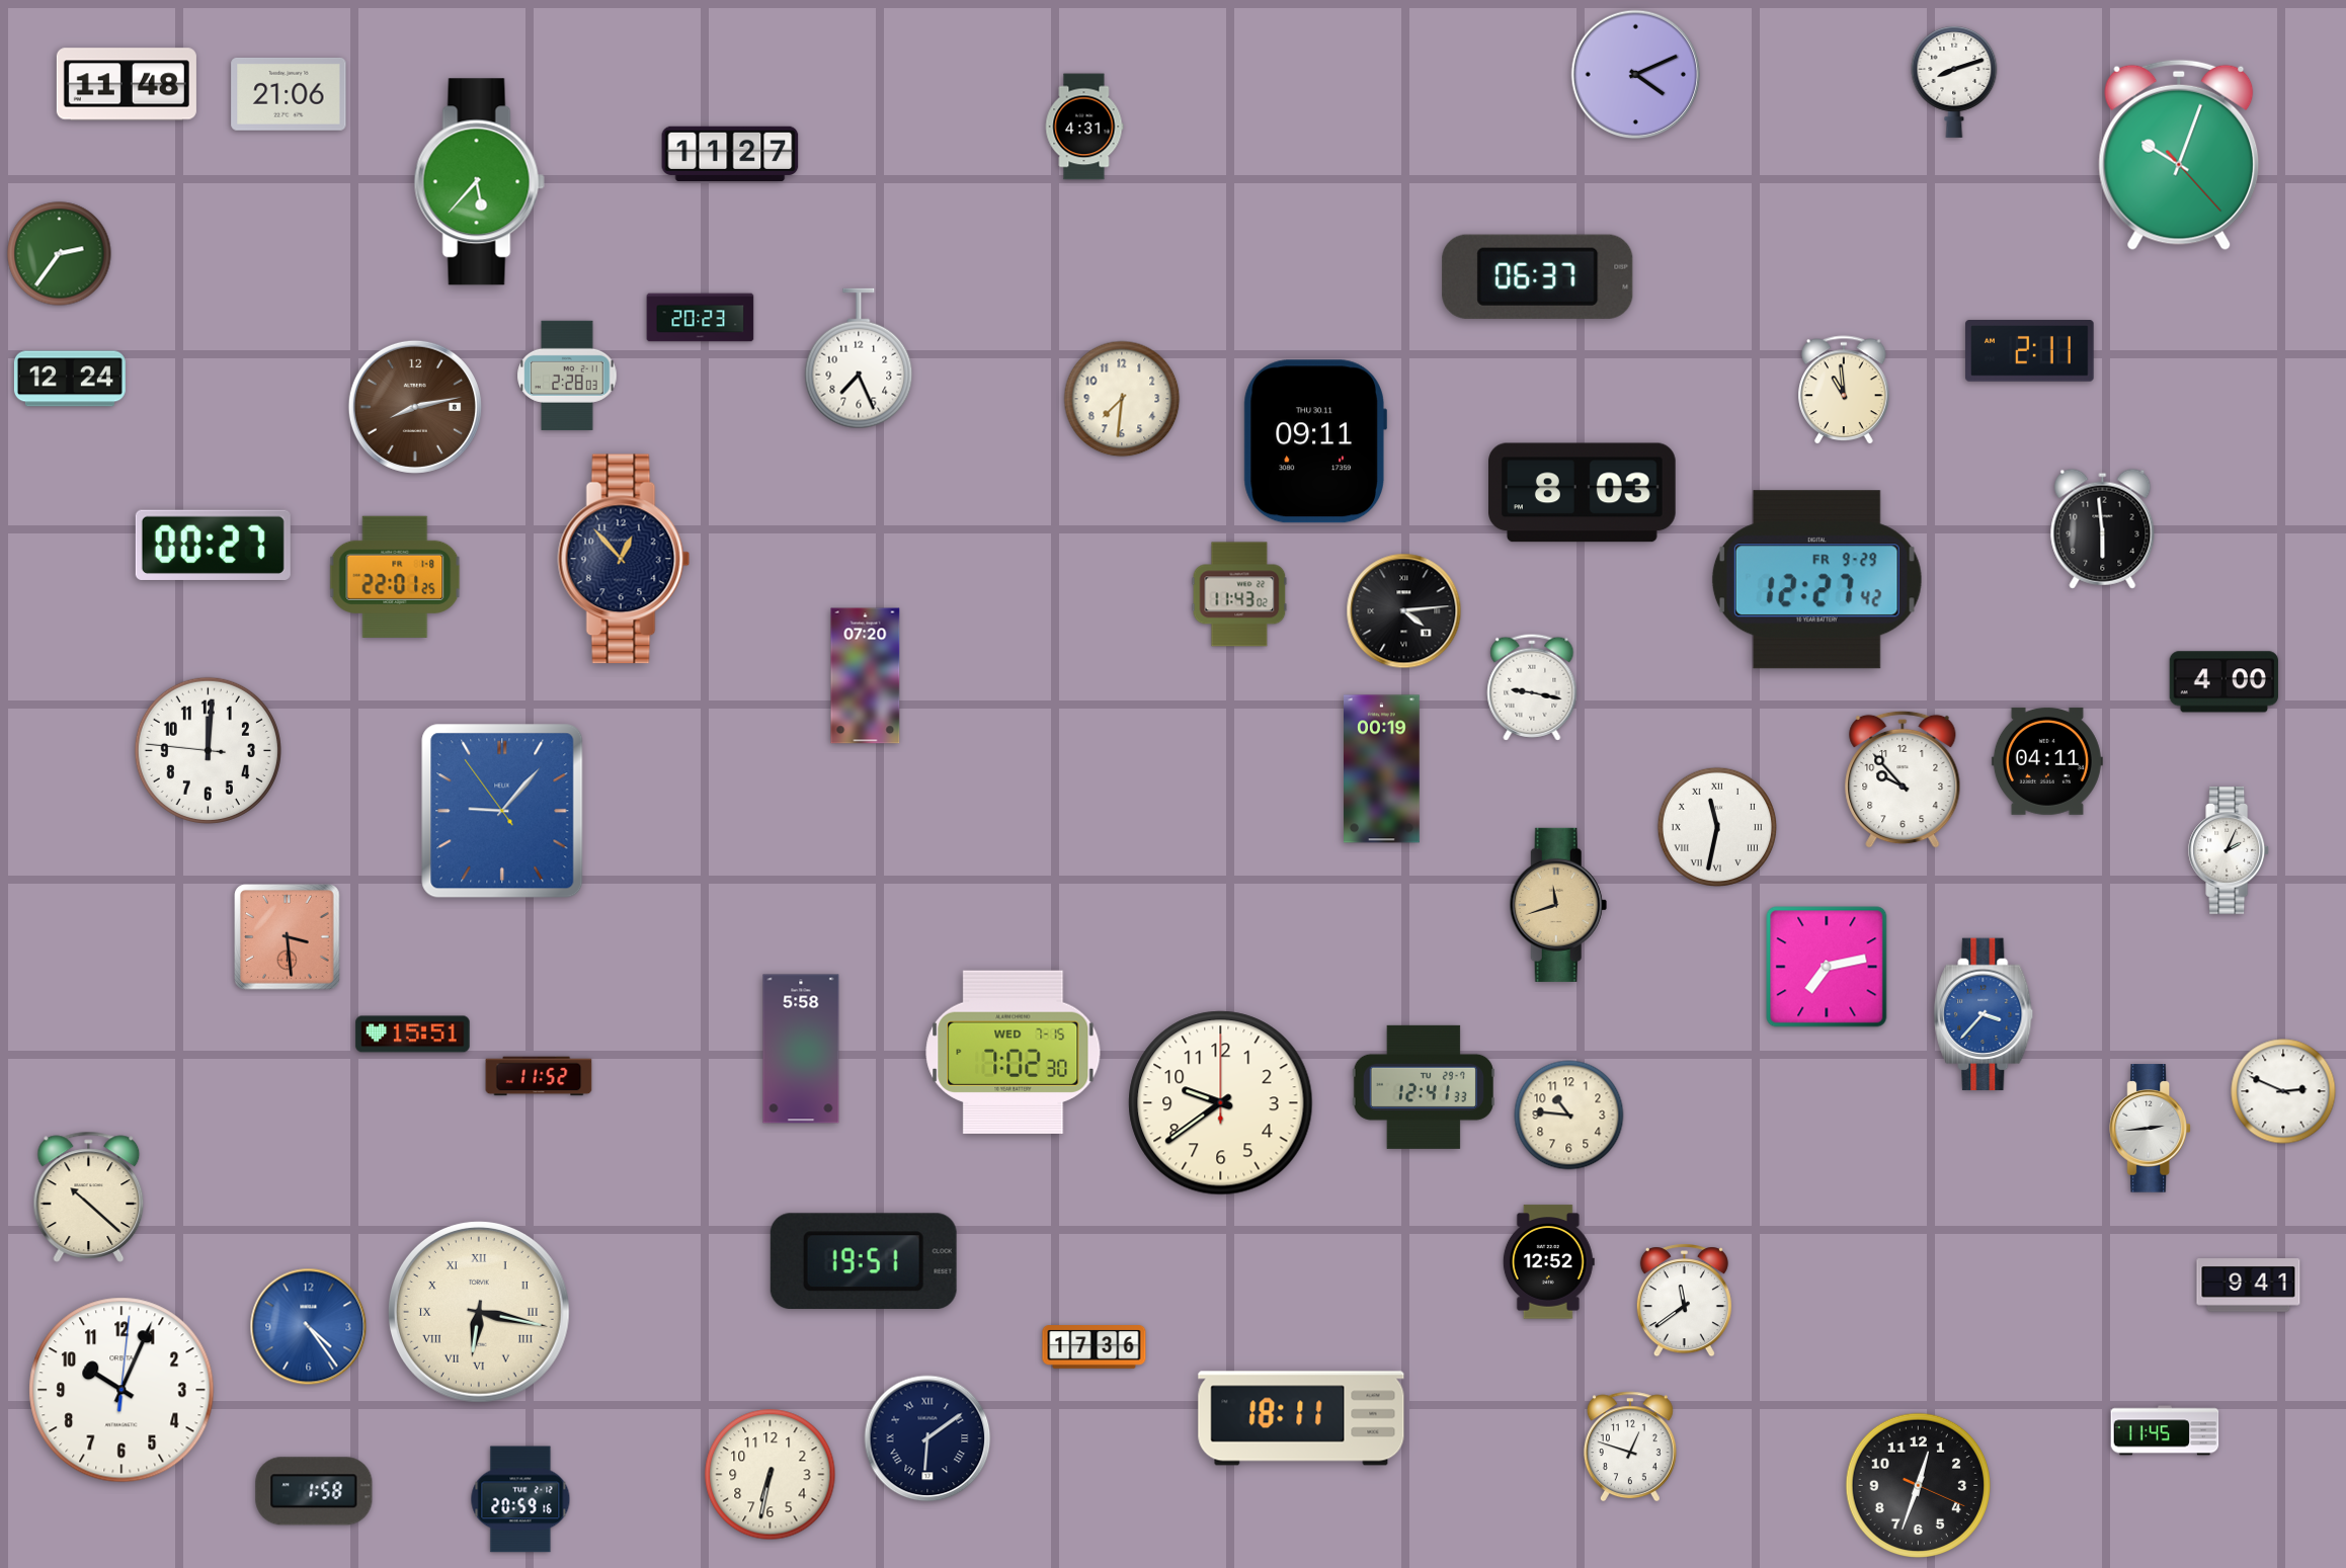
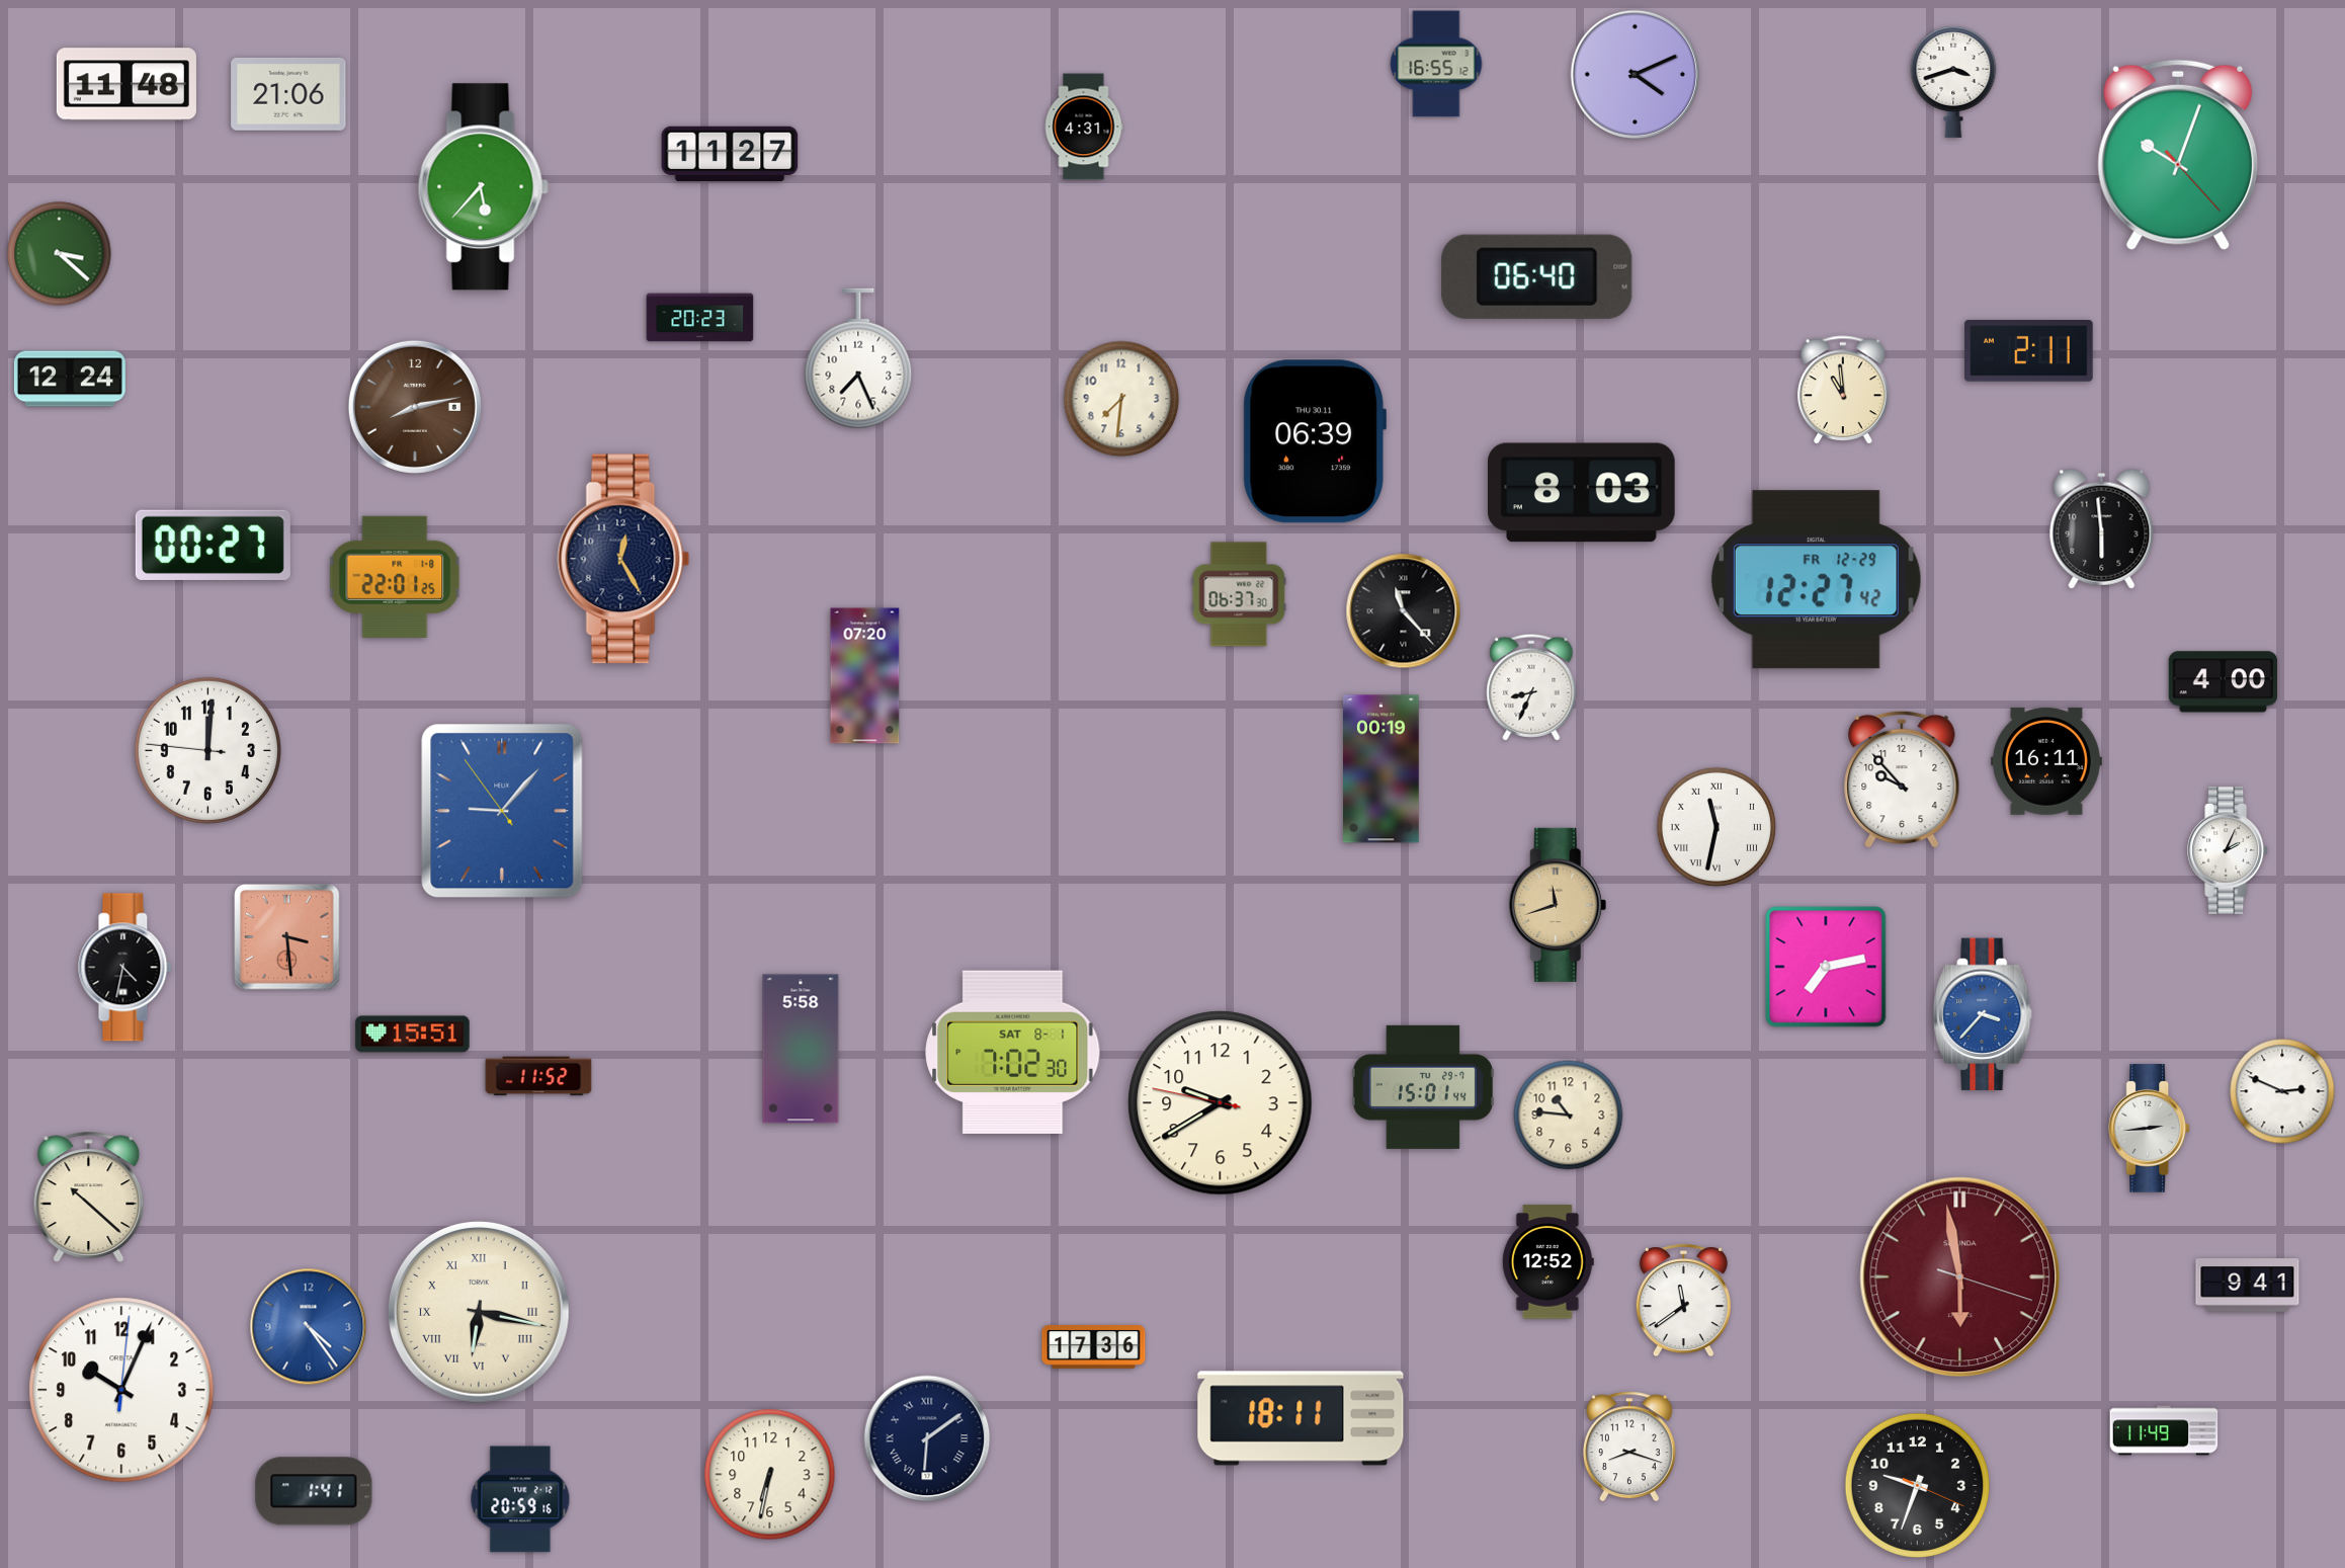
clock at (1436, 64): none -> 16:55
clock at (1954, 82): 8:12 -> 3:42
clock at (479, 182) position: (479, 182) -> (483, 187)
clock at (60, 254): 2:36 -> 3:22
clock at (1538, 276): 06:37 -> 06:40
clock at (567, 376): 2:28 -> none
clock at (1315, 441): 09:11 -> 06:39
clock at (624, 559): 12:53 -> 12:25
clock at (1816, 580) date: FR 9-29 -> FR 12-29
clock at (1239, 594): 11:43 -> 06:37
clock at (1404, 611): 4:14 -> 11:23
clock at (1532, 687): 9:17 -> 8:34
clock at (2047, 761): 04:11 -> 16:11
clock at (125, 968): none -> 4:32
clock at (1014, 1052) date: WED 7-15 -> SAT 8-1
clock at (1424, 1087): 12:41 -> 15:01
clock at (1221, 1103): 9:39:00 -> 9:39:47
clock at (864, 1261): 19:51 -> none
clock at (1960, 1277): none -> 5:58
clock at (2165, 1430): 11:45 -> 11:49
clock at (1630, 1447): 12:48 -> 8:18
clock at (1918, 1485): 12:33 -> 9:33
clock at (314, 1491): 1:58 -> 1:41
